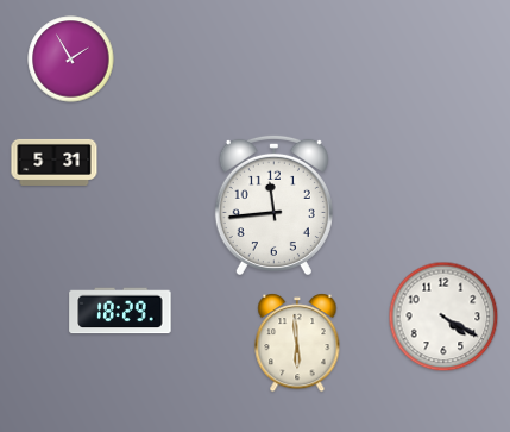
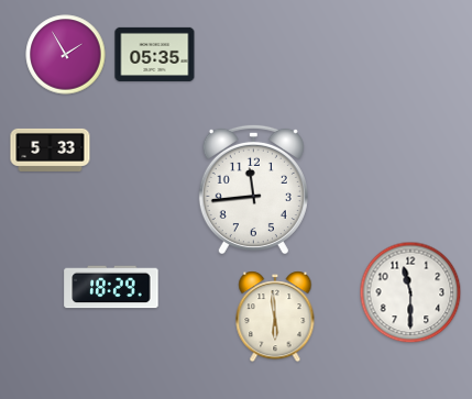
clock at (155, 54): none -> 05:35
clock at (55, 162): 5:31 -> 5:33
clock at (443, 317): 4:20 -> 11:30
